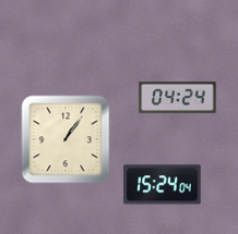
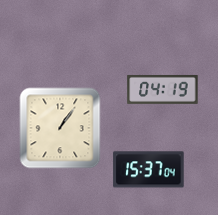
clock at (178, 97): 04:24 -> 04:19
clock at (163, 185): 15:24 -> 15:37
